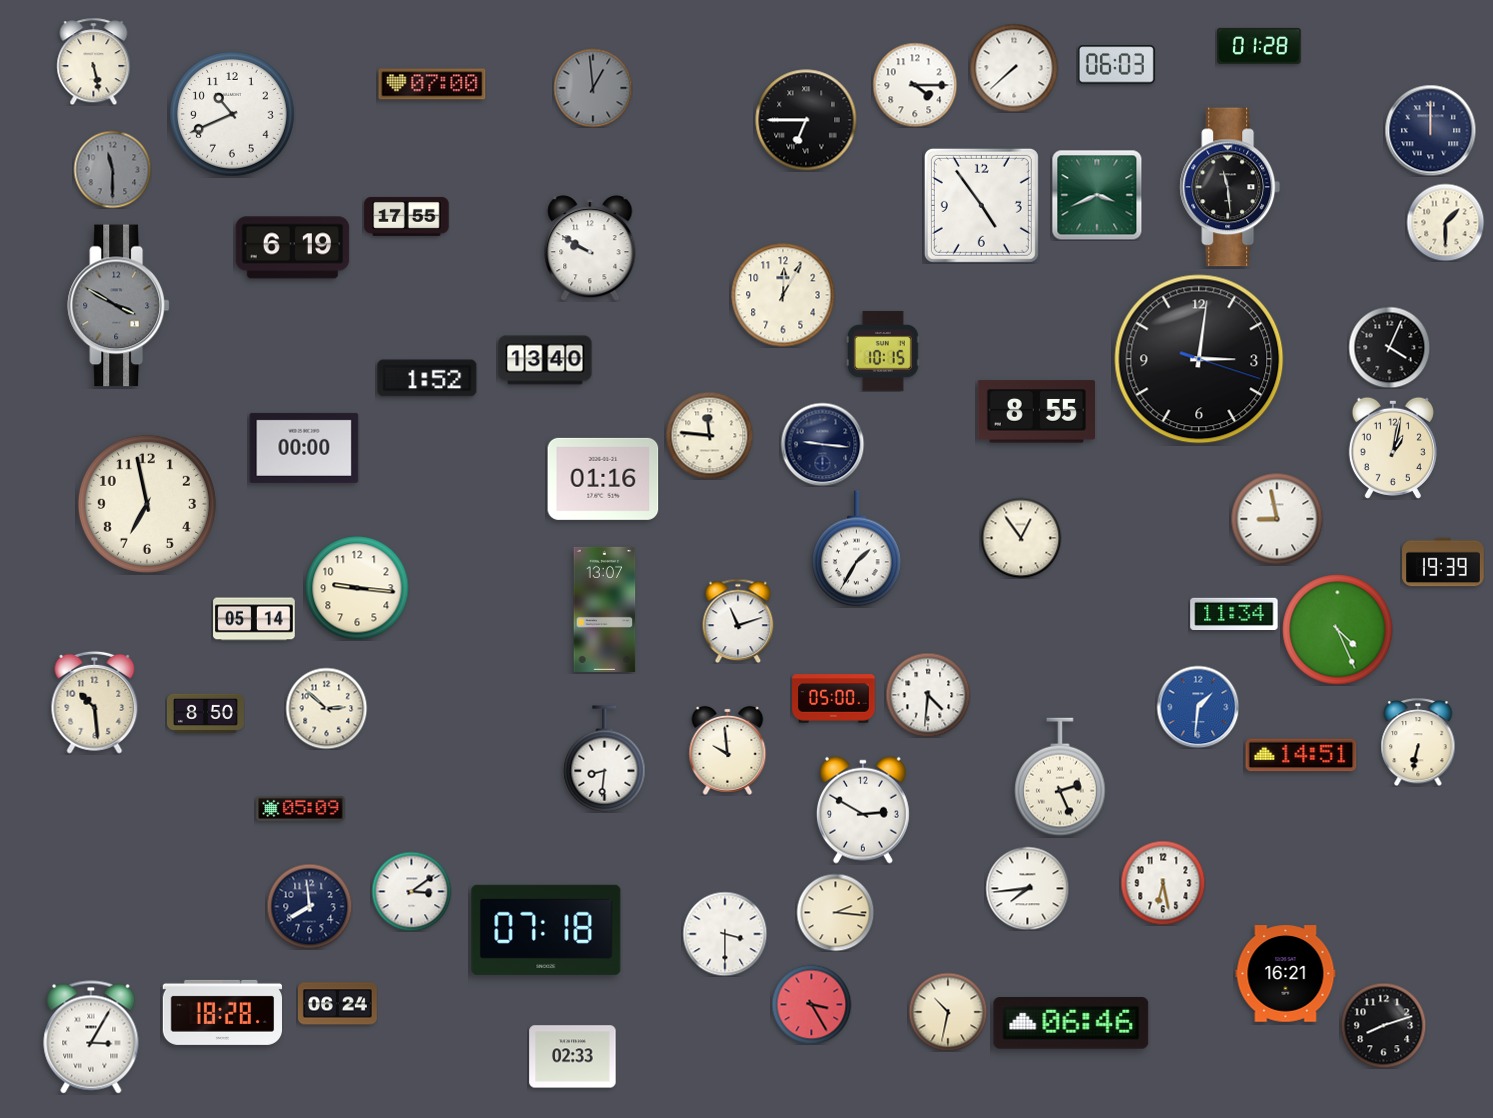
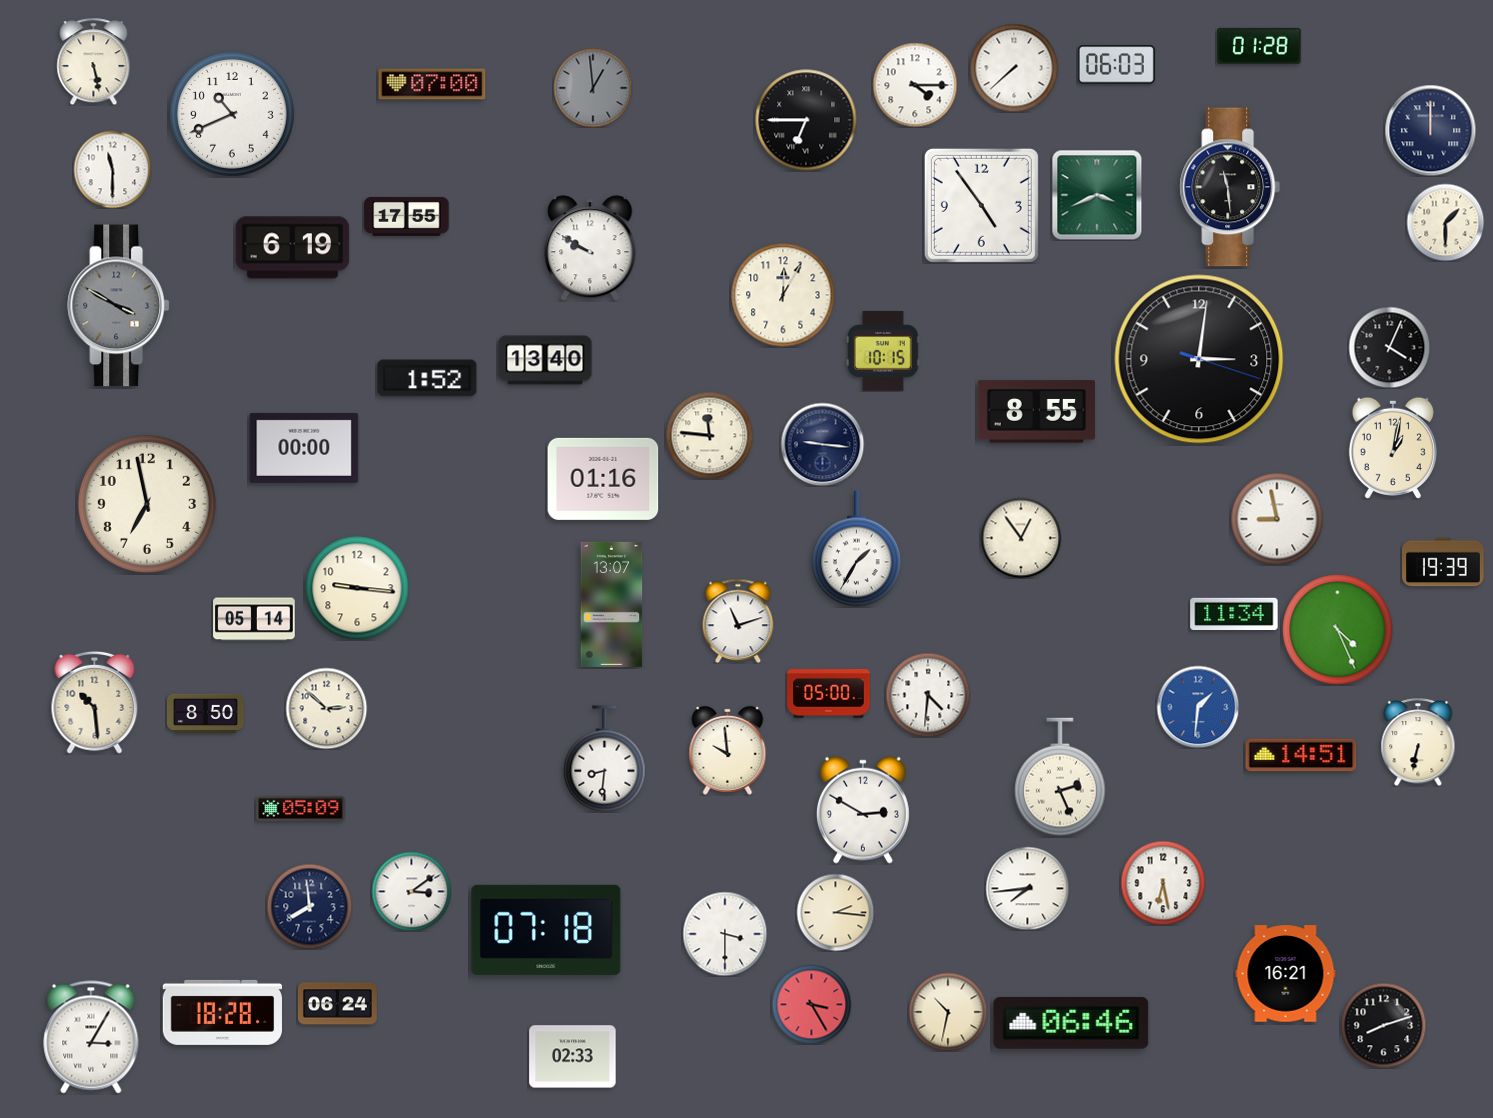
clock at (112, 169) dial: grey -> white
clock at (605, 609) position: (605, 609) -> (612, 604)
clock at (834, 699) position: (834, 699) -> (829, 694)
